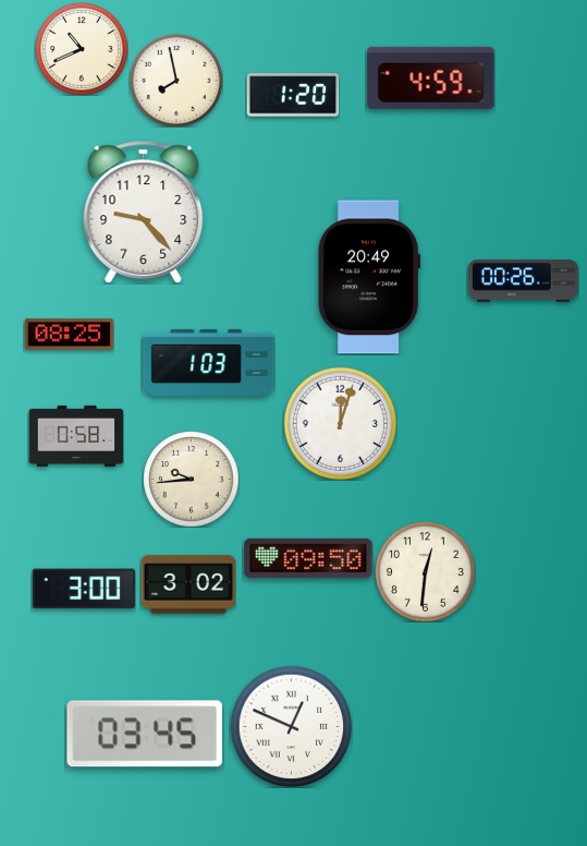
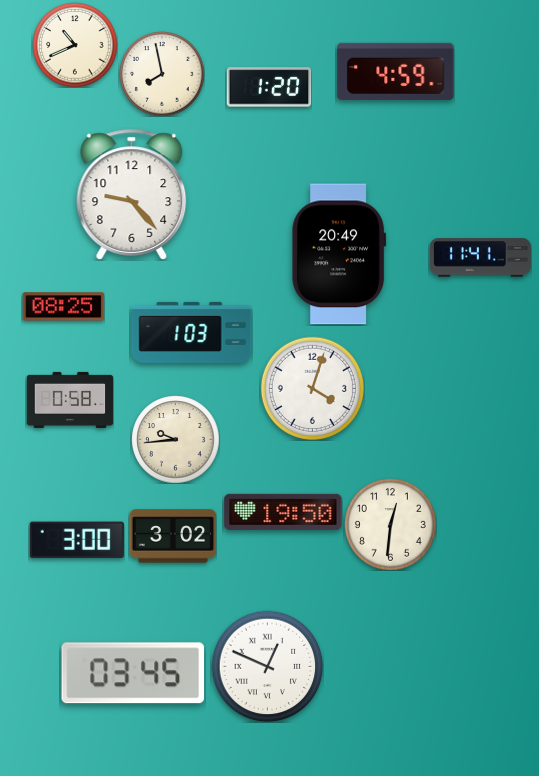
clock at (523, 281): 00:26 -> 11:41
clock at (340, 423): 12:03 -> 4:03
clock at (308, 558): 09:50 -> 19:50
